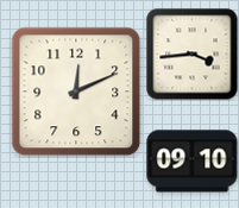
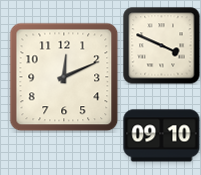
clock at (193, 55): 3:44 -> 3:49
